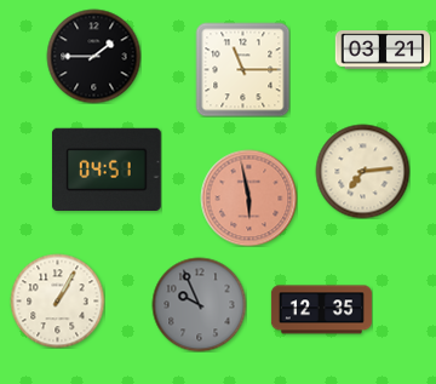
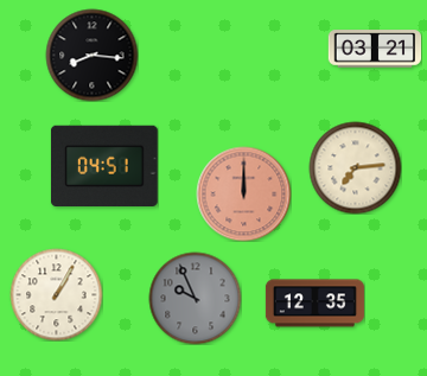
clock at (93, 56): 1:45 -> 8:16
clock at (242, 69): 11:15 -> none
clock at (248, 197): 5:58 -> 12:00
